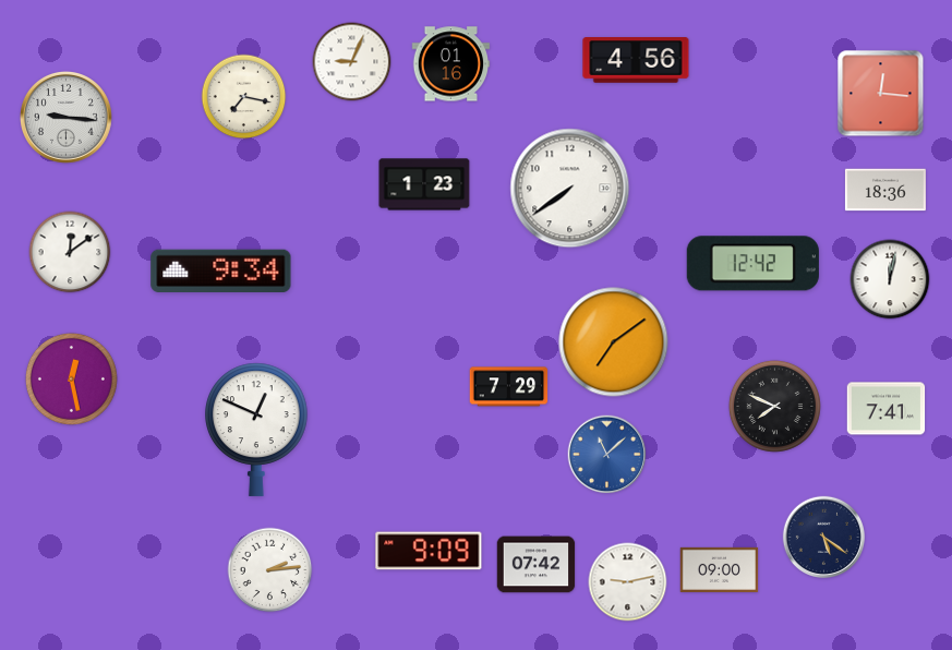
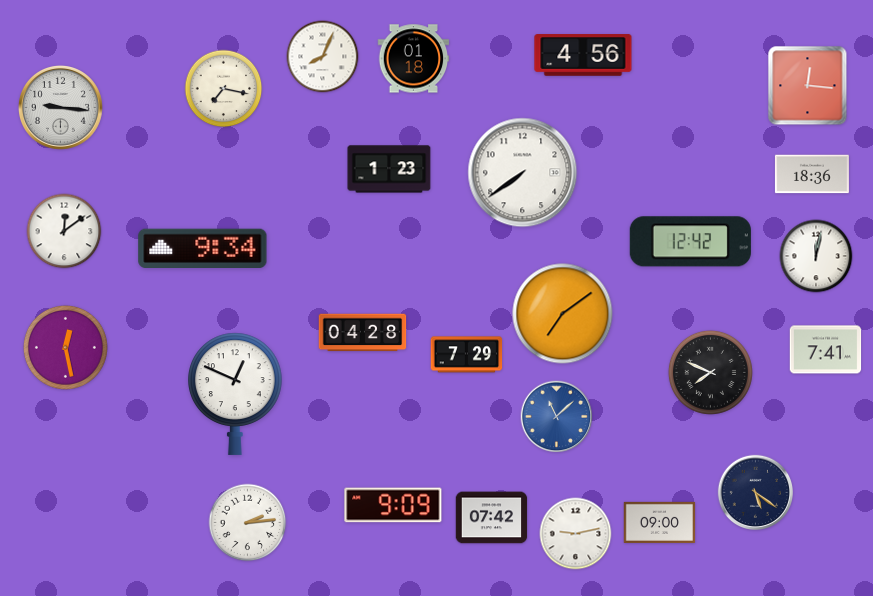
clock at (352, 62): 9:04 -> 8:04
clock at (451, 64): 01:16 -> 01:18
clock at (363, 333): none -> 04:28
clock at (887, 409) position: (887, 409) -> (826, 350)
